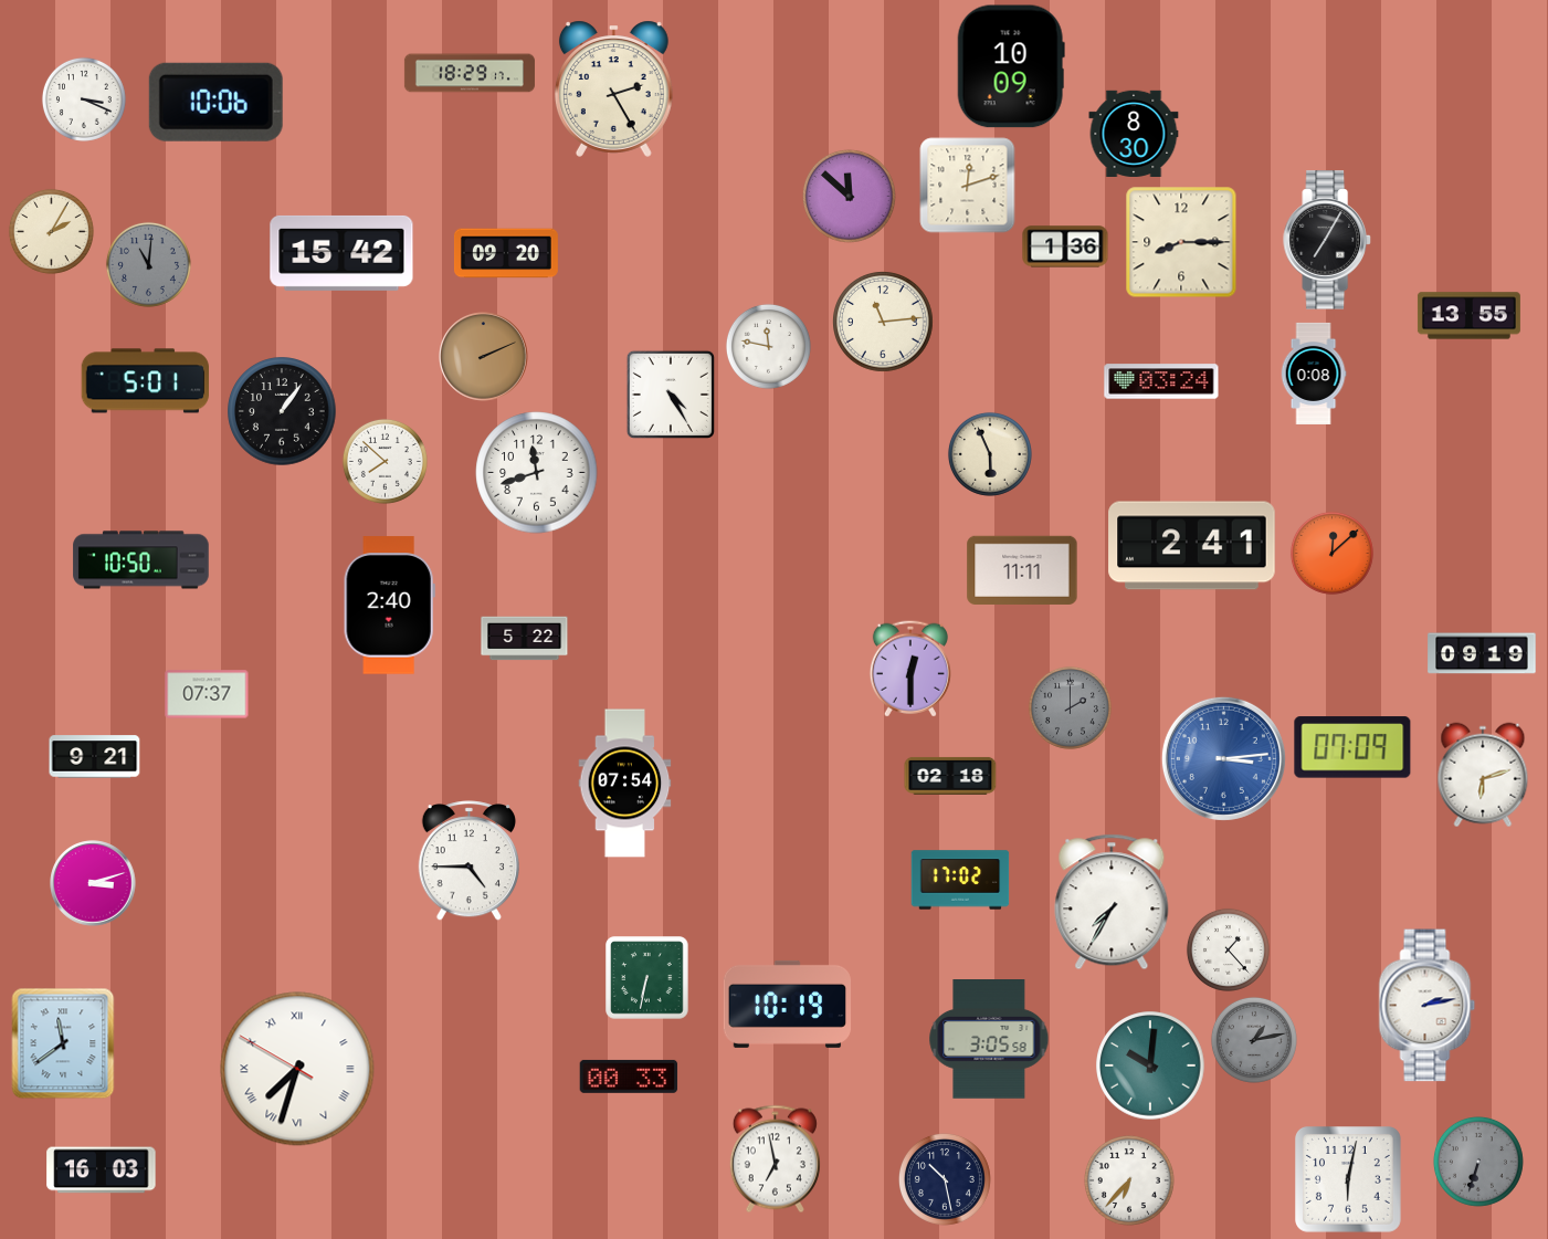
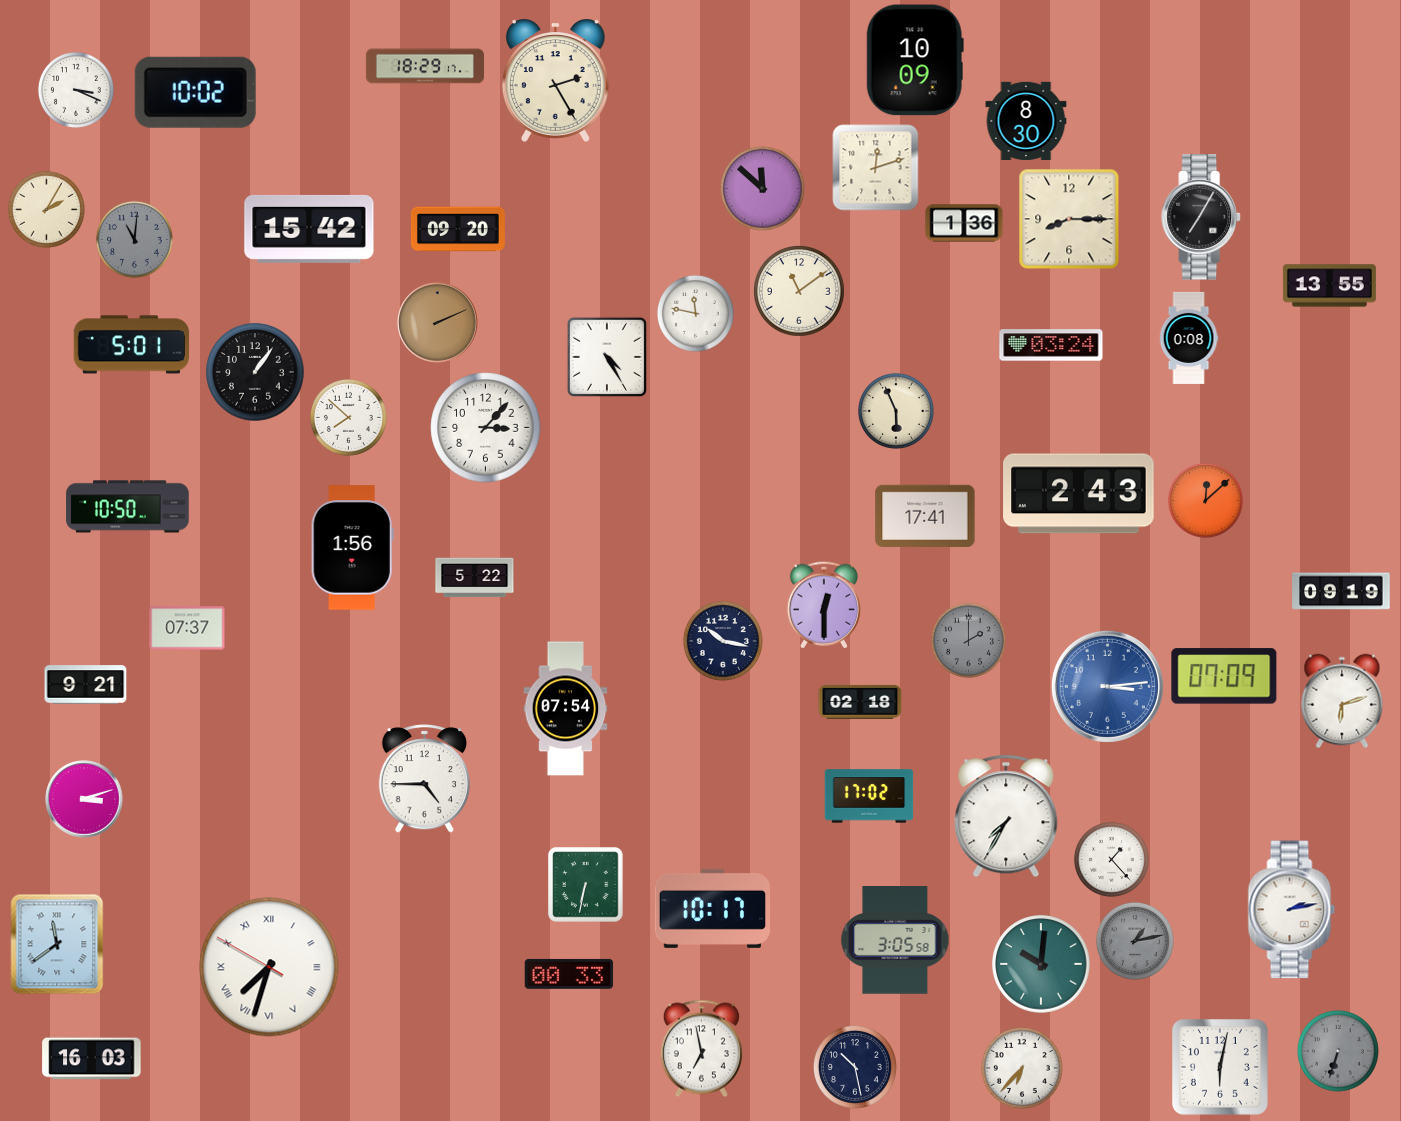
clock at (215, 102): 10:06 -> 10:02
clock at (849, 196) position: (849, 196) -> (762, 188)
clock at (884, 323): 11:14 -> 11:09
clock at (537, 473): 11:42 -> 3:07
clock at (1192, 546): 2:41 -> 2:43
clock at (1022, 570): 11:11 -> 17:41
clock at (389, 606): 2:40 -> 1:56
clock at (723, 641): none -> 10:17
clock at (788, 1004): 10:19 -> 10:17
